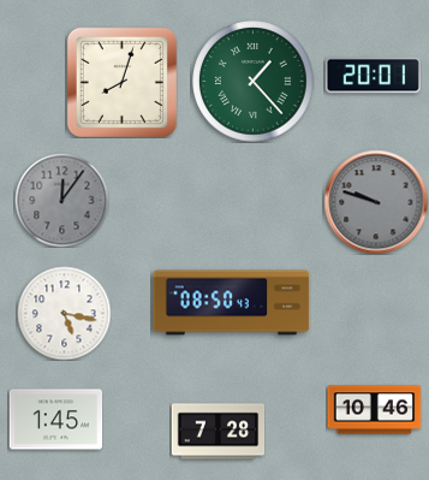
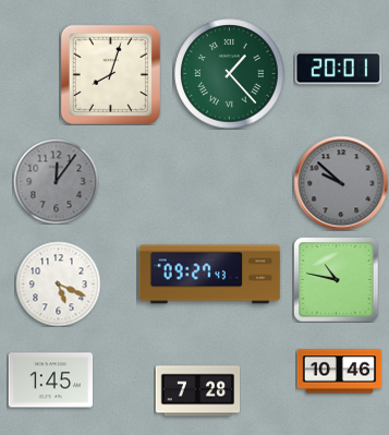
clock at (376, 202): 9:48 -> 9:52
clock at (232, 303): 08:50 -> 09:27
clock at (336, 279): none -> 10:47
clock at (64, 313): 5:17 -> 5:19
